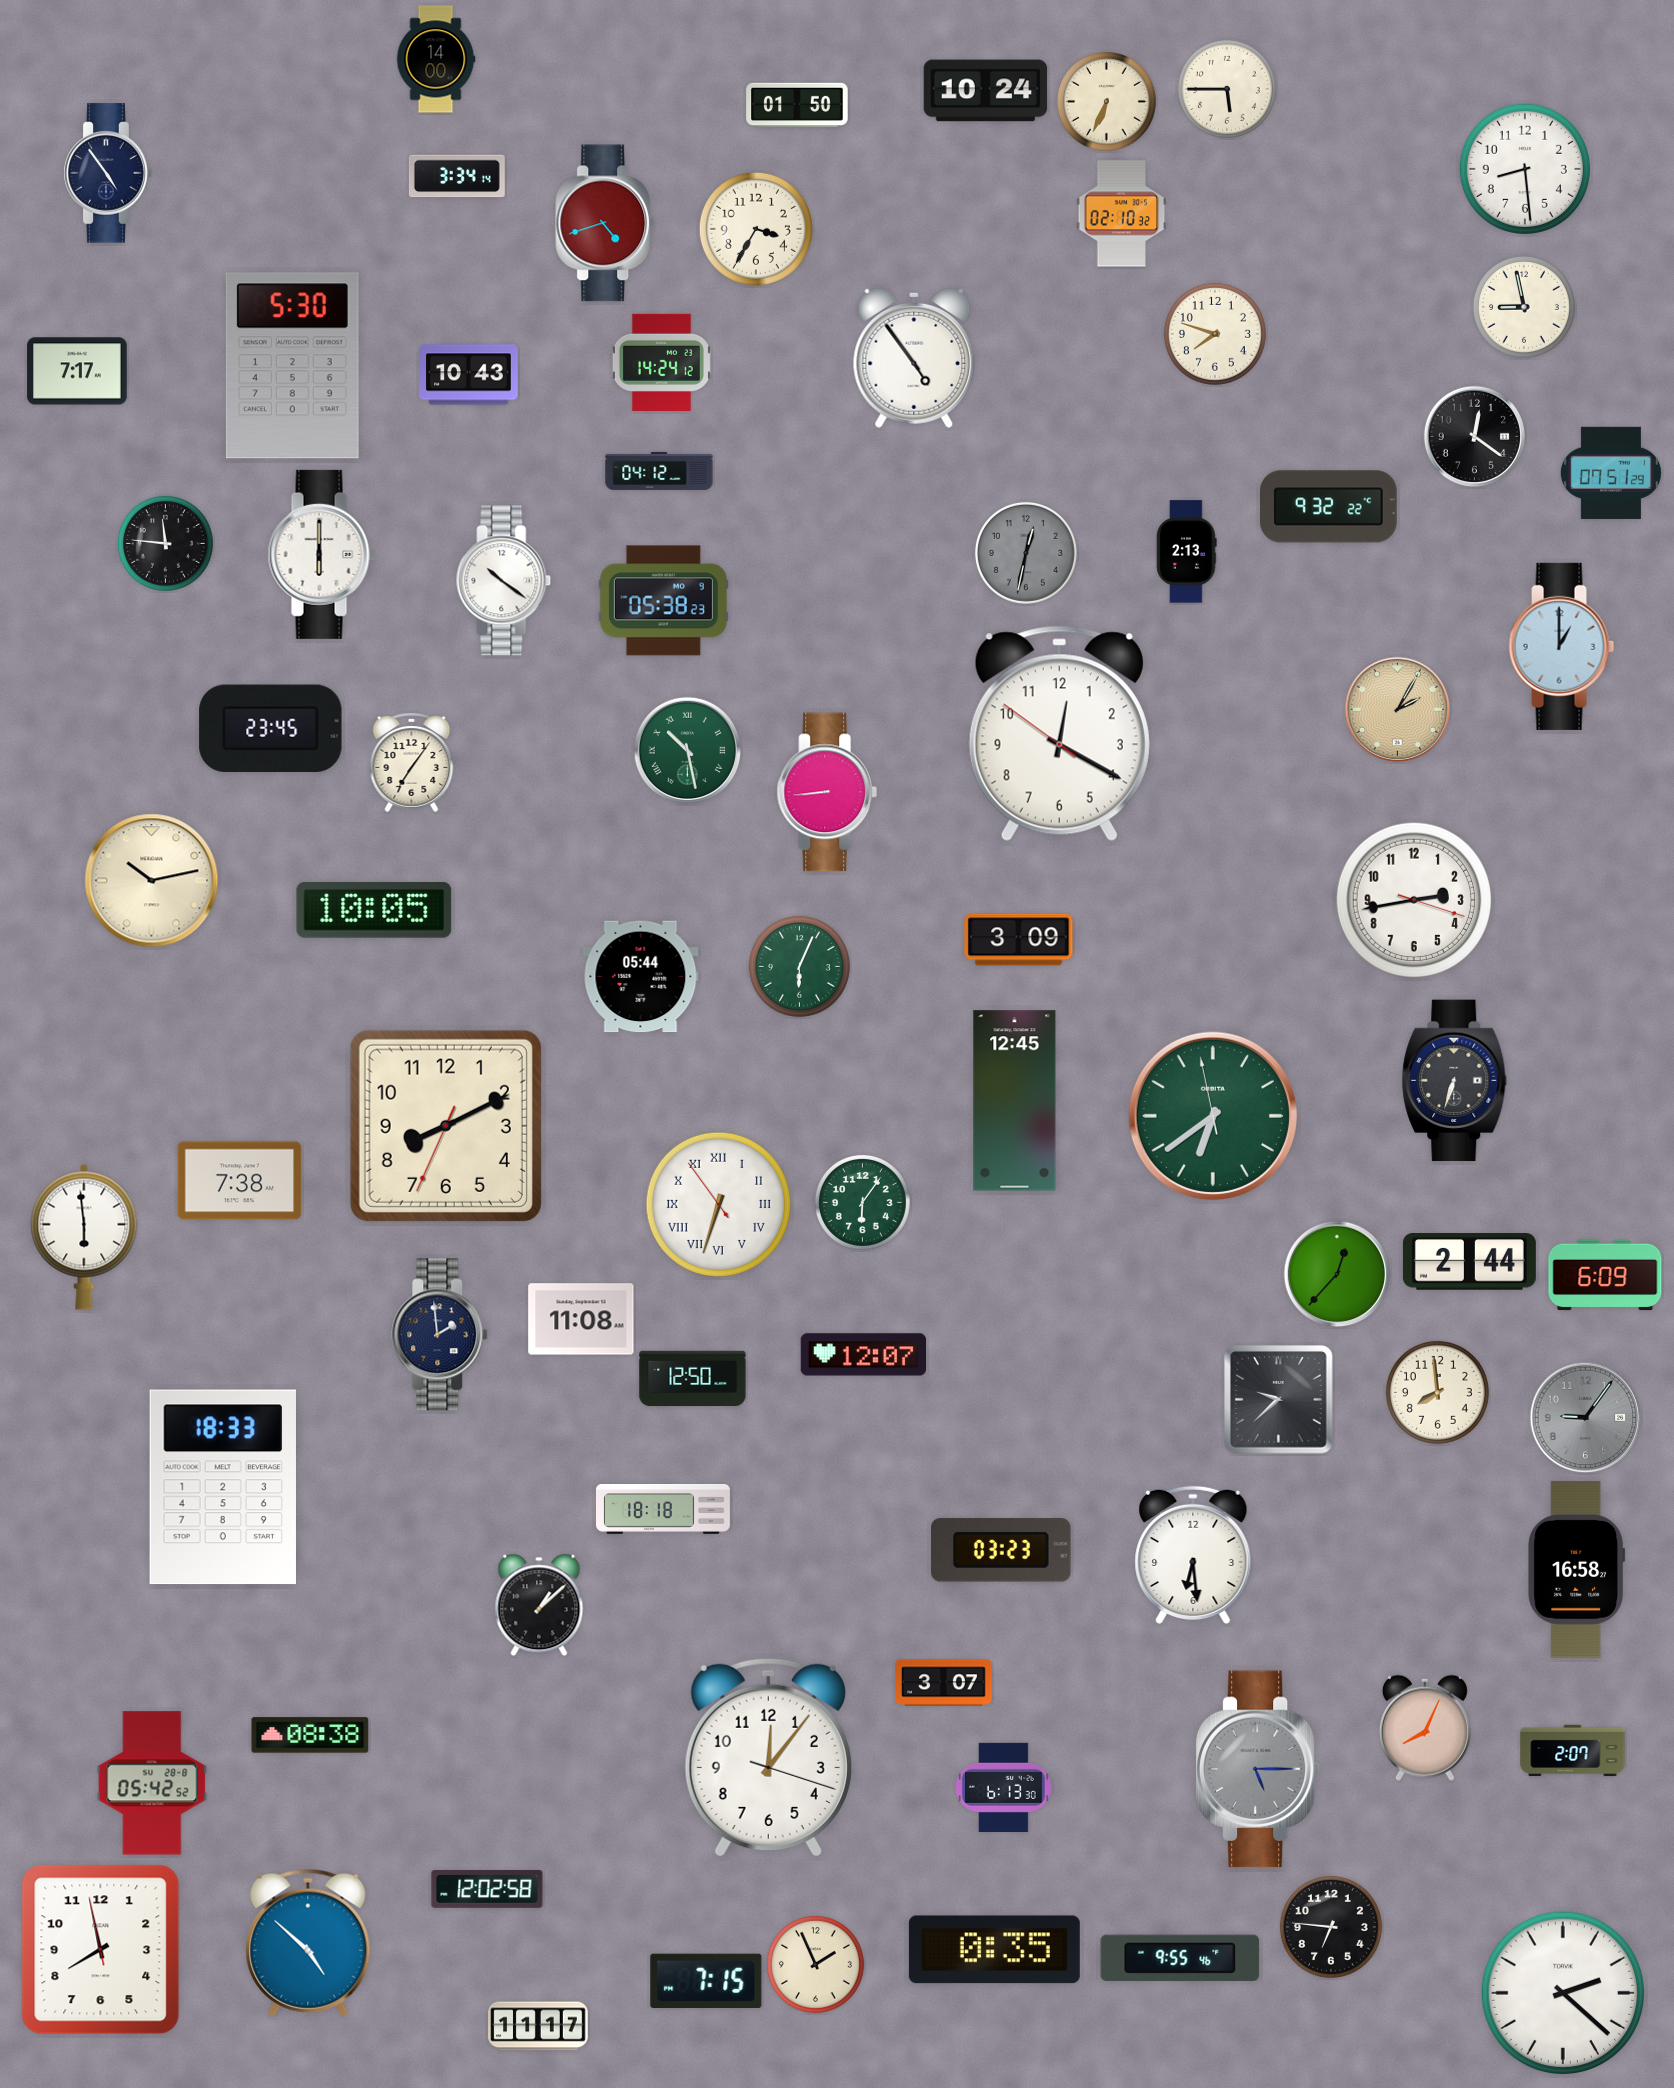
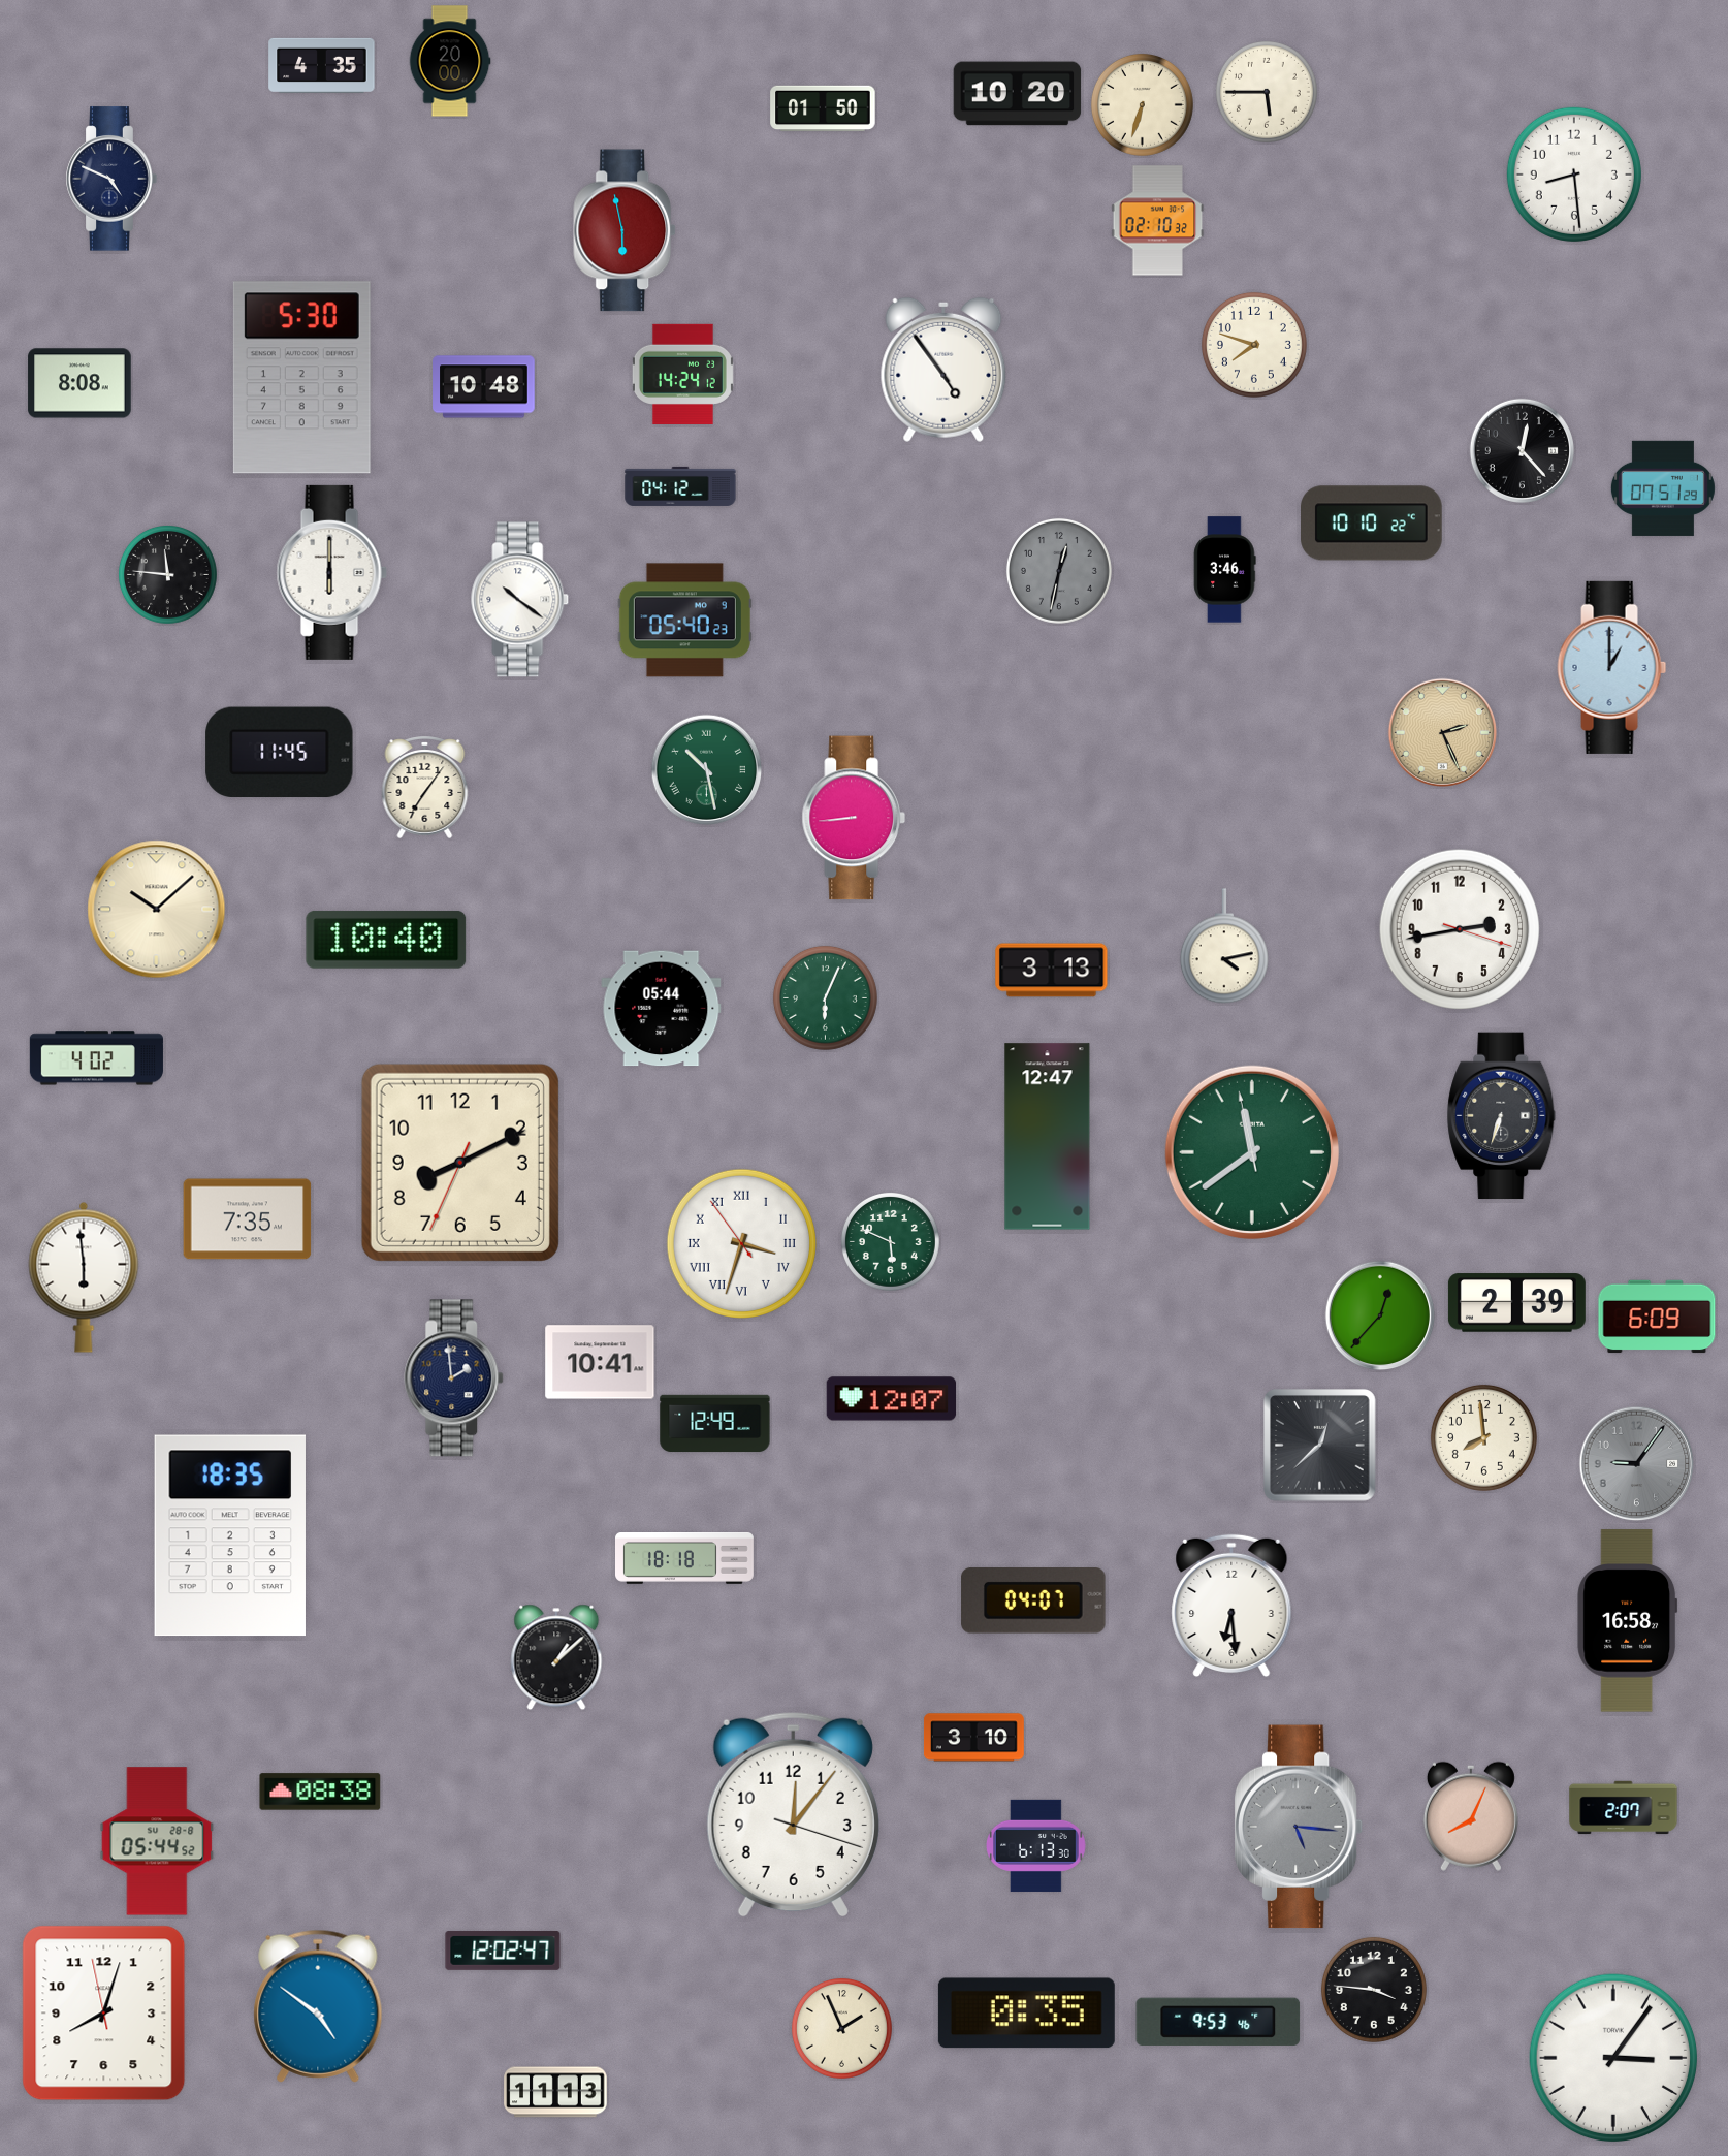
clock at (436, 59): 14:00 -> 20:00
clock at (322, 65): none -> 4:35
clock at (986, 91): 10:24 -> 10:20
clock at (1106, 101): 6:34 -> 6:33
clock at (108, 173): 4:54 -> 4:49
clock at (457, 176): 3:34 -> none
clock at (606, 223): 4:42 -> 5:58
clock at (756, 229): 3:35 -> none
clock at (1524, 307): 8:58 -> none
clock at (77, 371): 7:17 -> 8:08
clock at (469, 375): 10:43 -> 10:48
clock at (1474, 436): 12:21 -> 12:23
clock at (1329, 507): 9:32 -> 10:10
clock at (165, 543) position: (165, 543) -> (167, 574)
clock at (1187, 552): 2:13 -> 3:46
clock at (663, 601): 05:38 -> 05:40
clock at (1398, 710): 2:05 -> 2:26
clock at (271, 728): 23:45 -> 11:45
clock at (1059, 734): 12:19 -> none
clock at (688, 751) position: (688, 751) -> (707, 770)
clock at (152, 881): 10:13 -> 10:08
clock at (374, 910): 10:05 -> 10:40
clock at (1224, 947): none -> 4:13
clock at (1019, 940): 3:09 -> 3:13
clock at (96, 1058): none -> 4:02
clock at (1015, 1101): 12:45 -> 12:47
clock at (1213, 1116): 6:38 -> 11:38
clock at (240, 1181): 7:38 -> 7:35
clock at (862, 1202): 6:06 -> 5:49
clock at (718, 1204): 6:32 -> 3:32
clock at (84, 1237) position: (84, 1237) -> (84, 1277)
clock at (1469, 1262): 2:44 -> 2:39
clock at (581, 1319): 11:08 -> 10:41
clock at (693, 1379): 12:50 -> 12:49
clock at (1279, 1400): 9:38 -> 12:38
clock at (223, 1487): 18:33 -> 18:35
clock at (1001, 1550): 03:23 -> 04:07
clock at (943, 1683): 3:07 -> 3:10
clock at (1425, 1728) position: (1425, 1728) -> (1471, 1816)
clock at (1258, 1769): 5:15 -> 5:16
clock at (152, 1783): 05:42 -> 05:44
clock at (487, 1890): 12:02:58 -> 12:02:47
clock at (1331, 1927): 6:46 -> 3:46
clock at (308, 1943): 4:52 -> 4:51
clock at (101, 1950): 7:57 -> 8:02
clock at (1180, 1958): 9:55 -> 9:53
clock at (706, 1980): 7:15 -> none
clock at (1563, 1993): 2:22 -> 3:06
clock at (538, 2026): 11:17 -> 11:13
